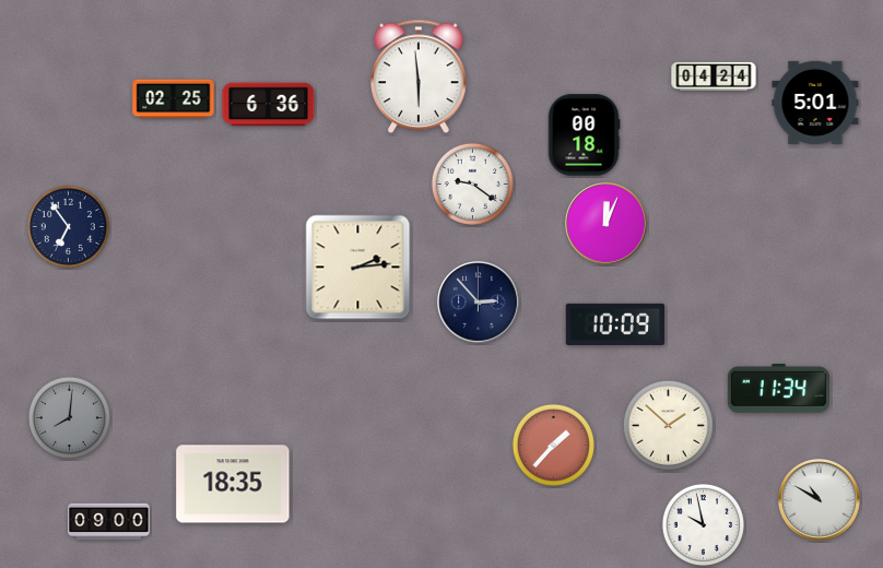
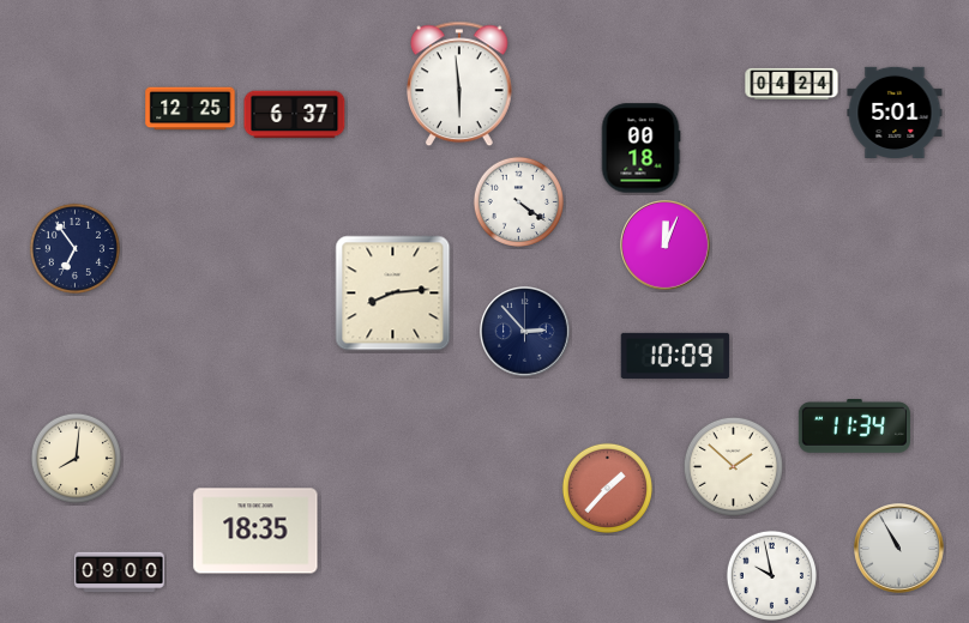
clock at (714, 76) position: (714, 76) -> (792, 84)
clock at (174, 99): 02:25 -> 12:25
clock at (269, 105): 6:36 -> 6:37
clock at (472, 184): 9:21 -> 4:21
clock at (358, 268): 2:14 -> 8:14
clock at (69, 417) dial: grey -> cream
clock at (820, 500): 10:50 -> 10:55
